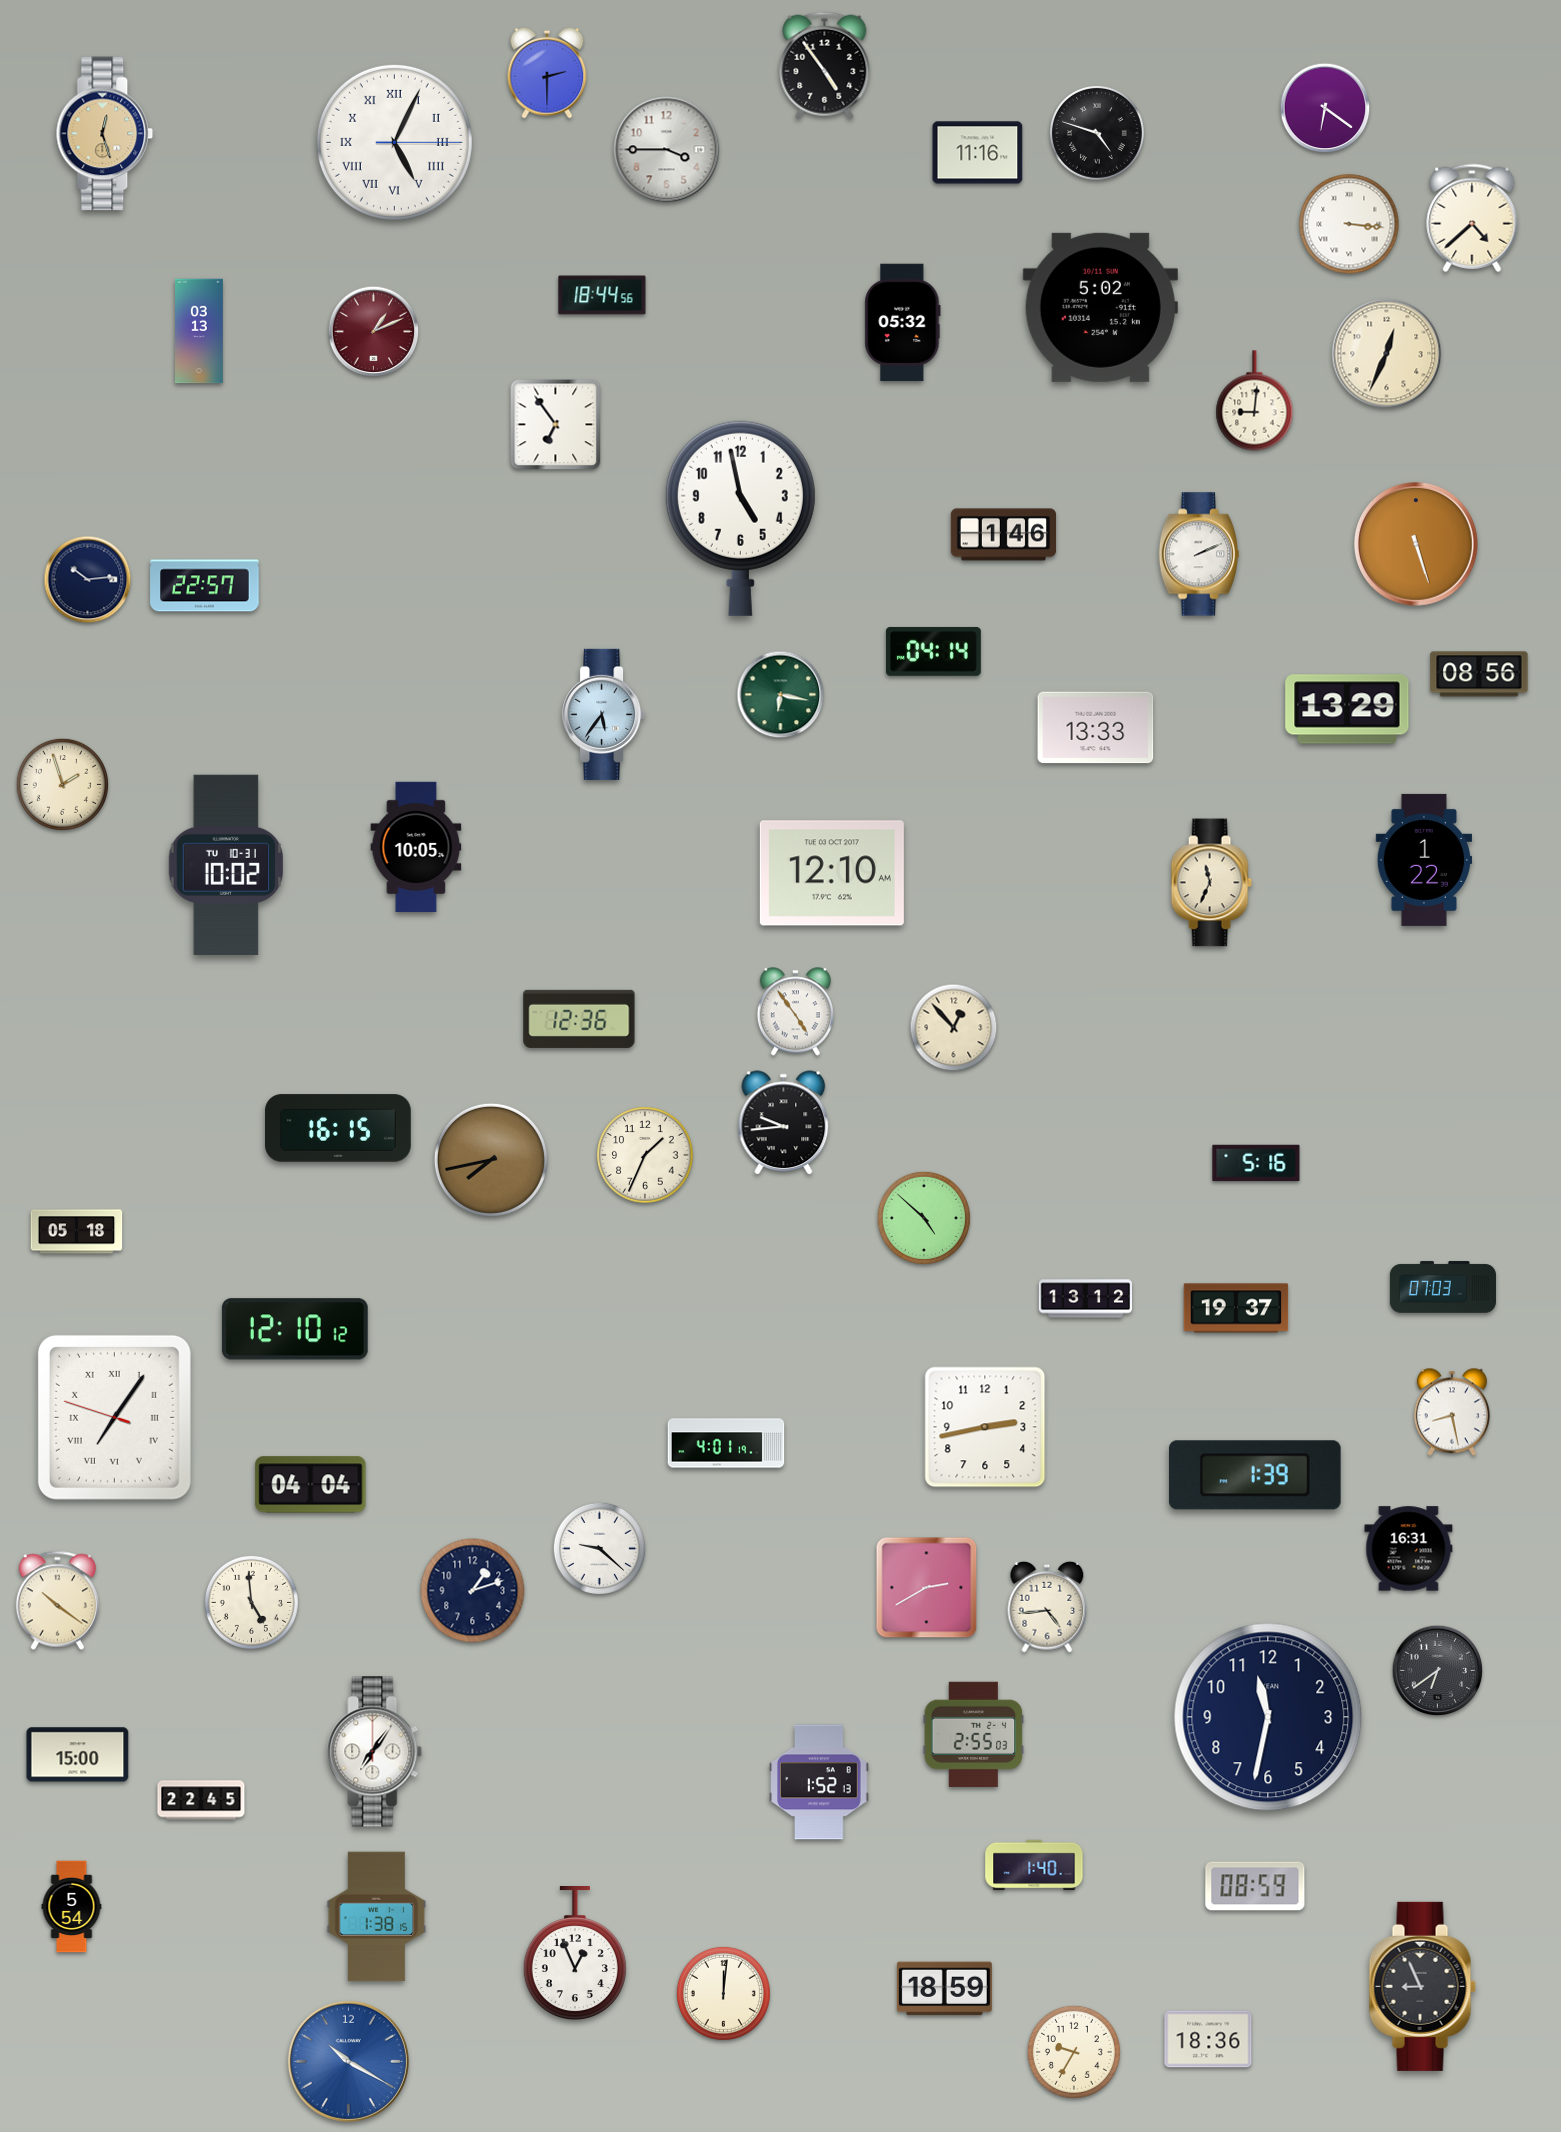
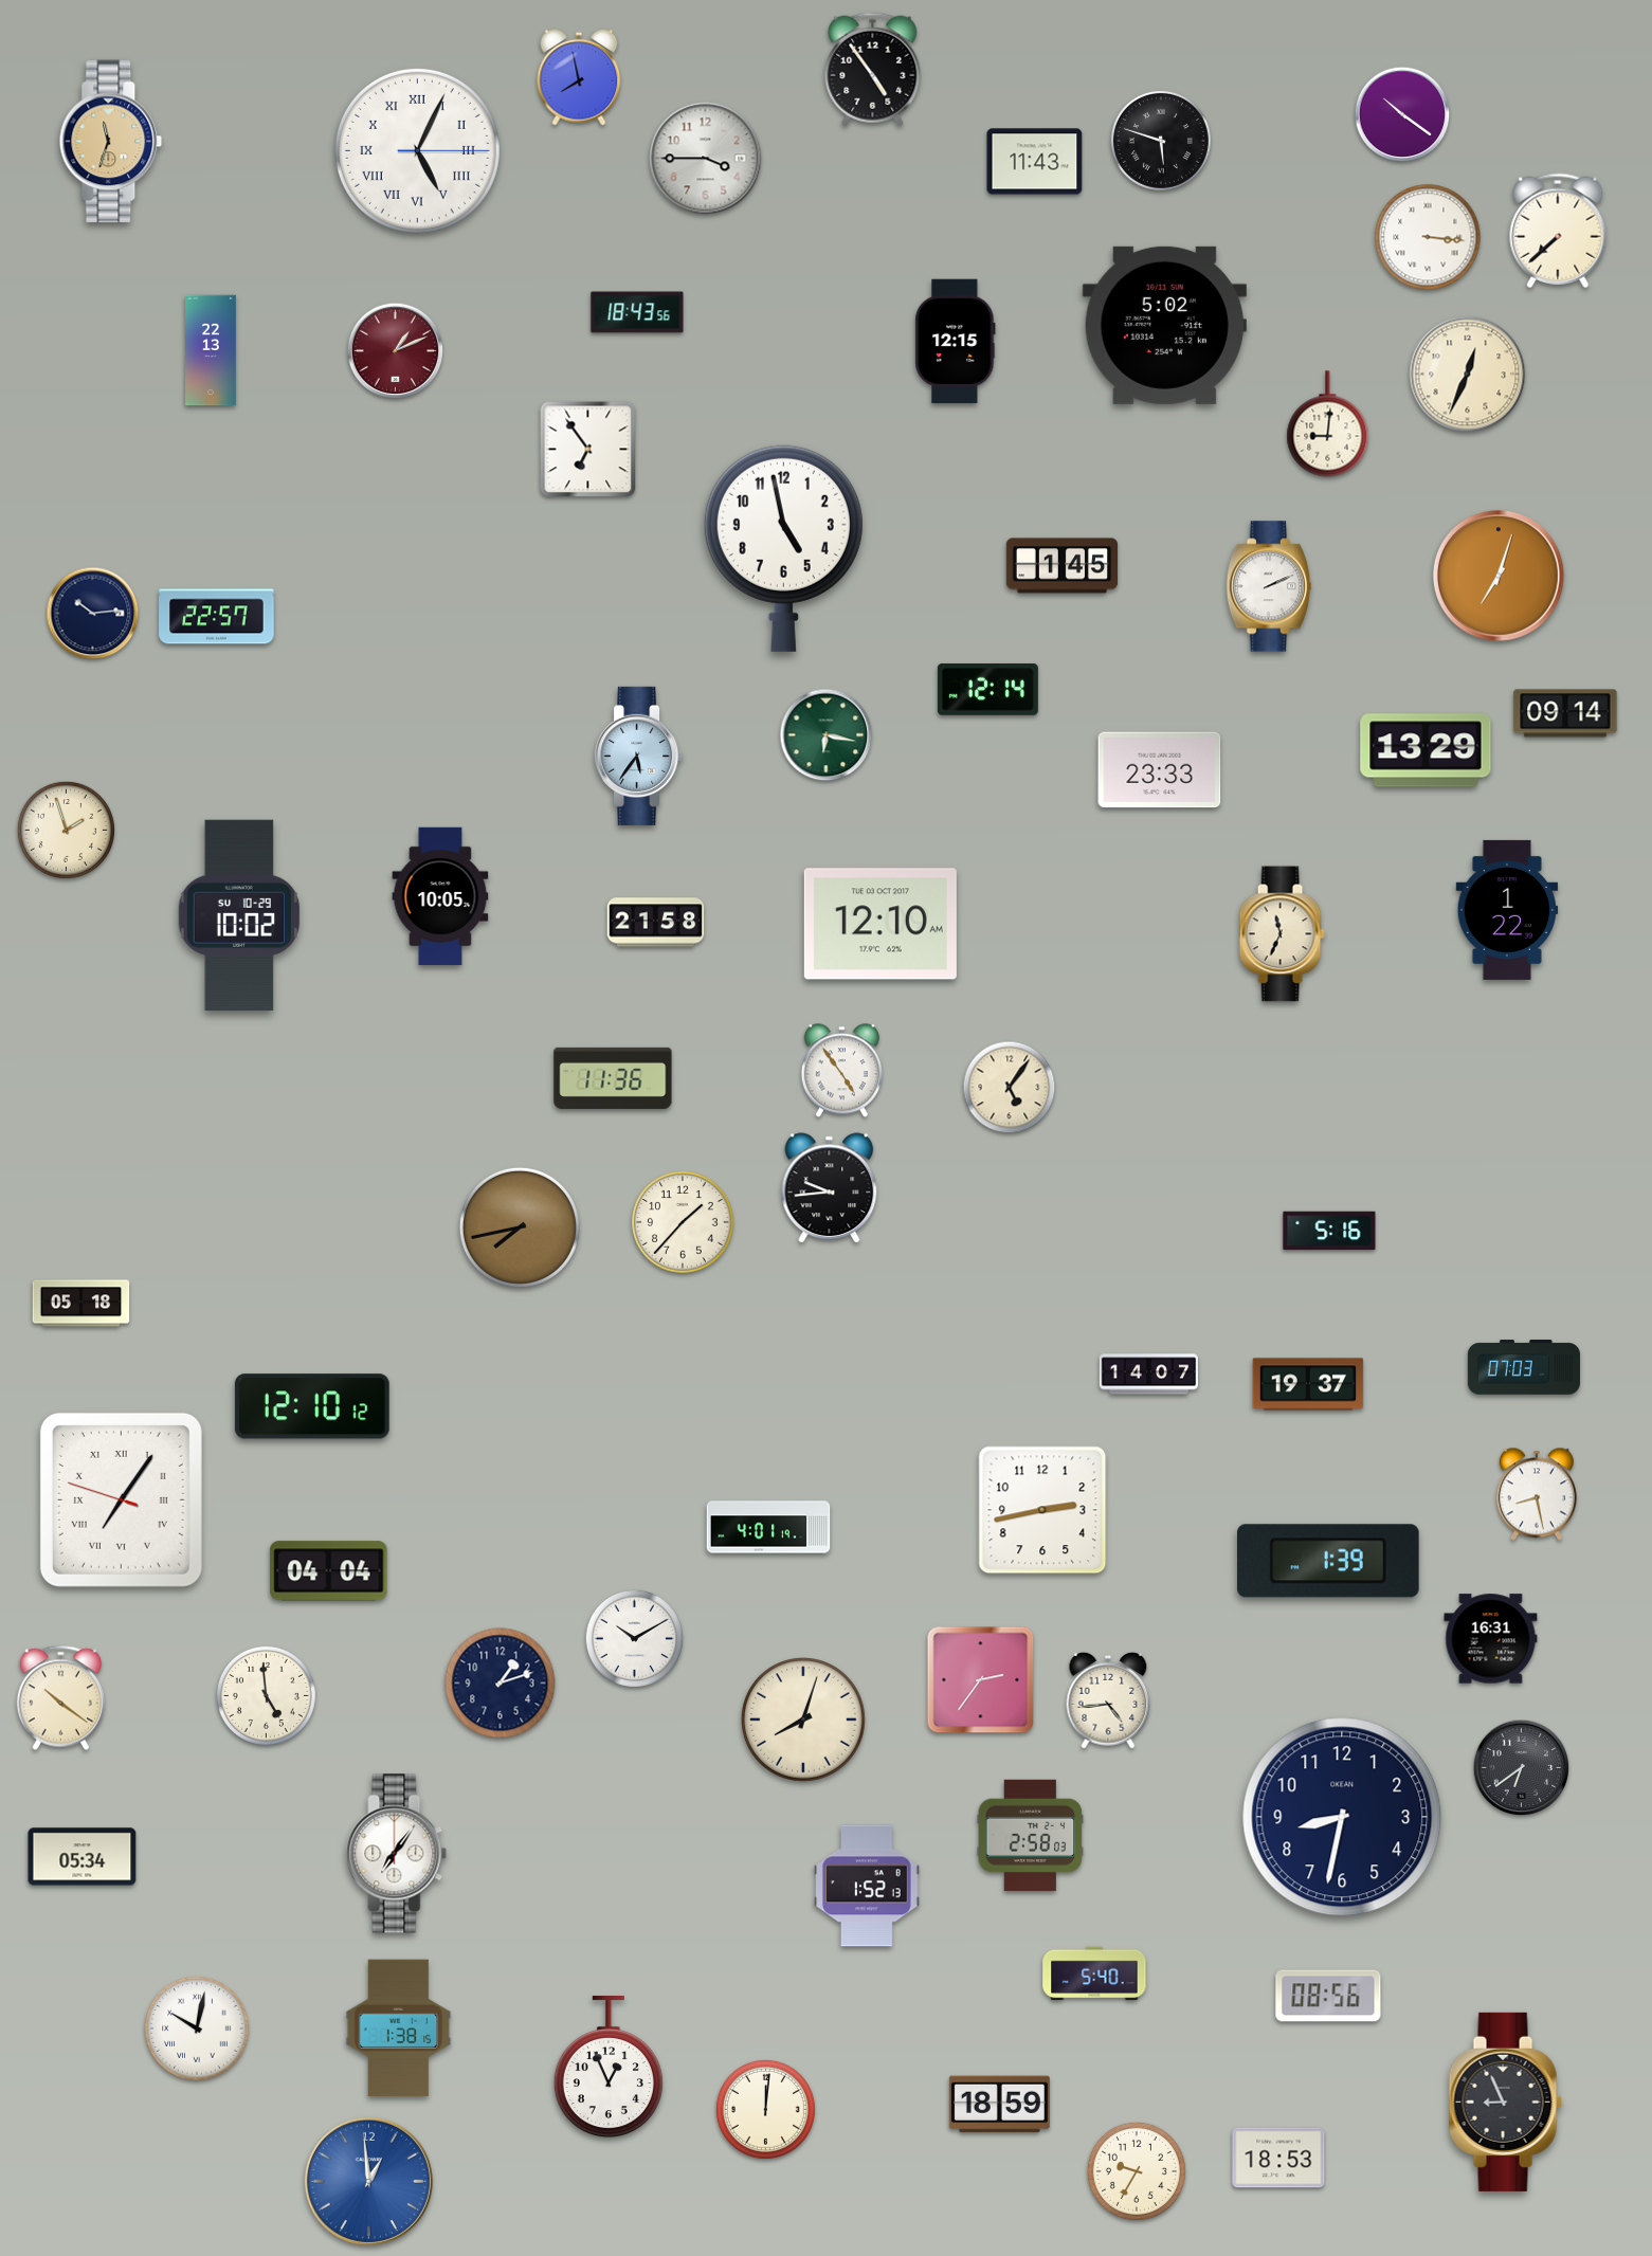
clock at (547, 73): 2:30 -> 7:58
clock at (1325, 108): 6:21 -> 10:21
clock at (1097, 133): 4:48 -> 5:48
clock at (105, 134): 12:27 -> 11:33
clock at (978, 153): 11:16 -> 11:43
clock at (1472, 218): 4:38 -> 7:38
clock at (602, 295): 18:44 -> 18:43
clock at (903, 323): 05:32 -> 12:15
clock at (199, 331): 03:13 -> 22:13
clock at (1004, 535): 1:46 -> 1:45
clock at (1416, 544): 5:27 -> 7:03
clock at (205, 586) position: (205, 586) -> (217, 617)
clock at (933, 651): 04:14 -> 12:14
clock at (1479, 674): 08:56 -> 09:14
clock at (1096, 728): 13:33 -> 23:33
clock at (226, 864) date: TU 10-31 -> SU 10-29
clock at (656, 923): none -> 21:58
clock at (579, 1019): 12:36 -> 11:36
clock at (954, 1028): 12:53 -> 5:06
clock at (339, 1128): 16:15 -> none
clock at (645, 1155): 1:34 -> 1:37
clock at (924, 1218): 4:52 -> none
clock at (1443, 1287) position: (1443, 1287) -> (1524, 1367)
clock at (1085, 1299): 13:12 -> 14:07
clock at (599, 1548): 9:22 -> 10:10
clock at (927, 1588): 2:40 -> 2:36
clock at (57, 1601) position: (57, 1601) -> (60, 1698)
clock at (803, 1720): none -> 8:03
clock at (1268, 1717): 11:32 -> 8:32
clock at (974, 1734): 2:55 -> 2:58
clock at (78, 1755): 15:00 -> 05:34
clock at (201, 1800): 22:45 -> none
clock at (1034, 1865): 1:40 -> 5:40
clock at (1255, 1886): 08:59 -> 08:56
clock at (72, 1907): 5:54 -> none
clock at (197, 2028): none -> 10:02
clock at (1208, 2039): 18:36 -> 18:53
clock at (348, 2061): 10:20 -> 12:59
